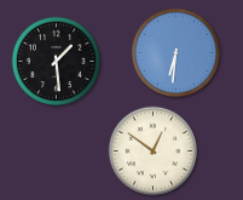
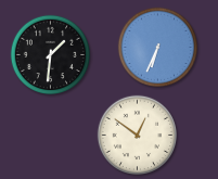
clock at (175, 52): 6:31 -> 6:34
clock at (56, 61): 1:29 -> 1:31
